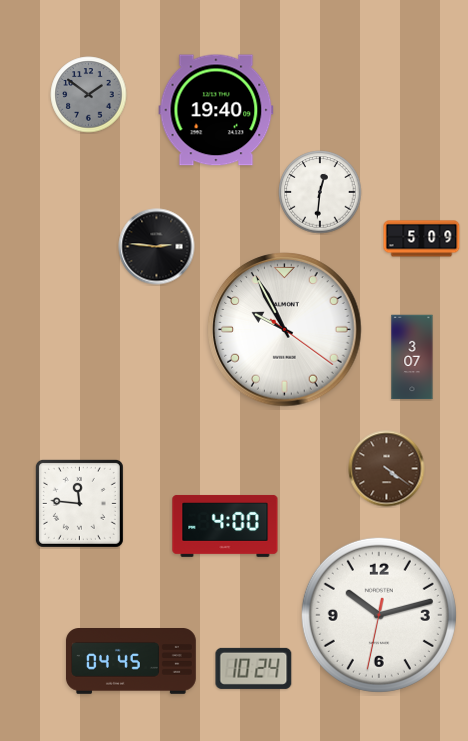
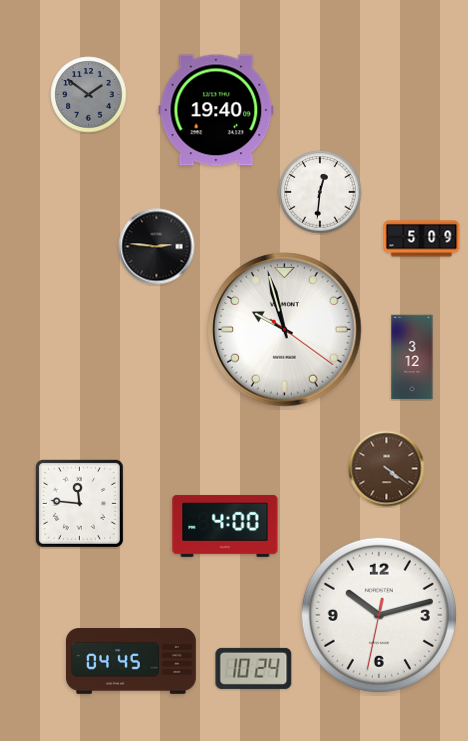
clock at (285, 330): 9:55 -> 9:57
clock at (412, 357): 3:07 -> 3:12
